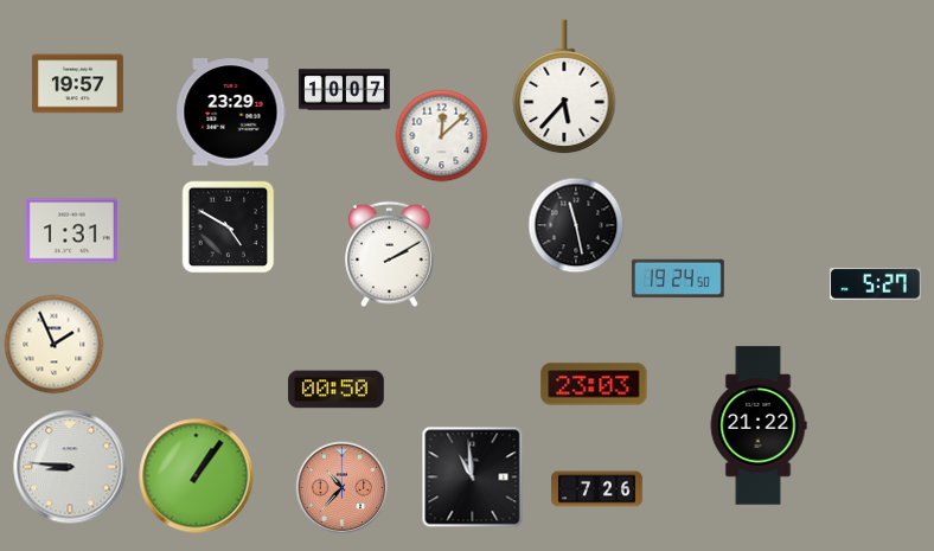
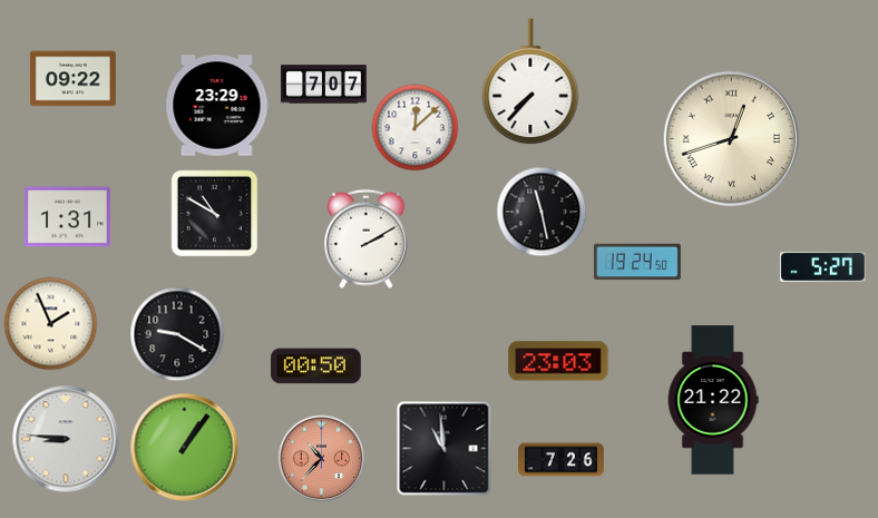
clock at (77, 84): 19:57 -> 09:22
clock at (564, 87): 5:37 -> 7:37
clock at (344, 90): 10:07 -> 7:07
clock at (732, 139): none -> 12:42
clock at (228, 226): 4:50 -> 10:50
clock at (177, 334): none -> 9:20
